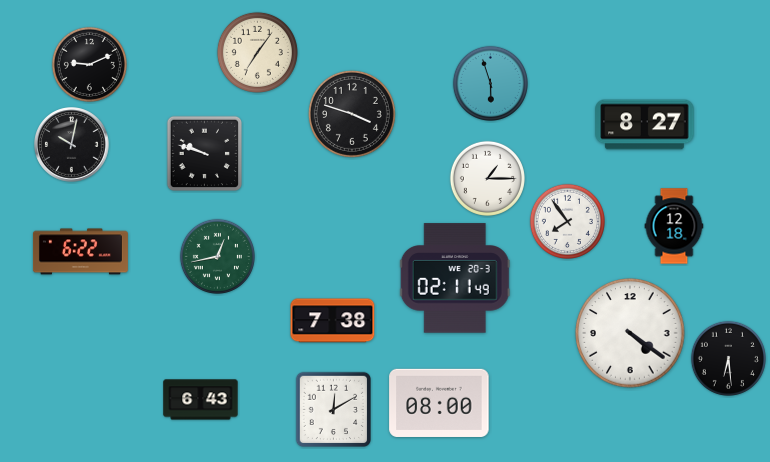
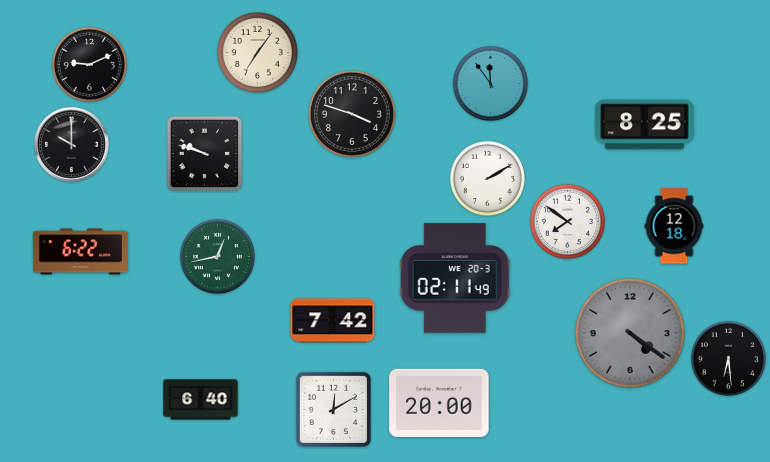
clock at (490, 83): 5:57 -> 11:54
clock at (645, 125): 8:27 -> 8:25
clock at (72, 145): 10:02 -> 10:00
clock at (487, 178): 1:15 -> 2:10
clock at (567, 221): 7:54 -> 7:51
clock at (333, 321): 7:38 -> 7:42
clock at (630, 333) dial: white -> grey
clock at (201, 400): 6:43 -> 6:40
clock at (439, 403): 08:00 -> 20:00
